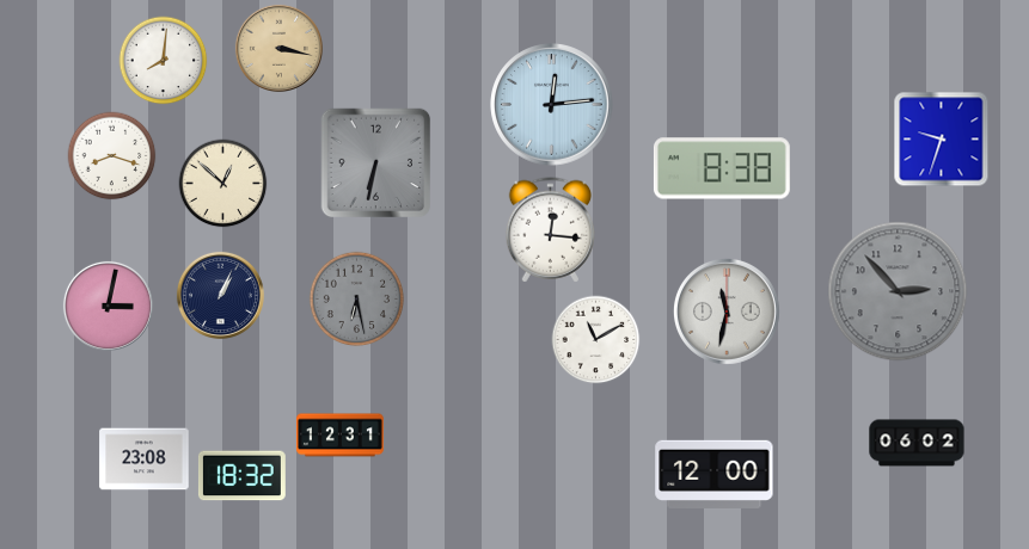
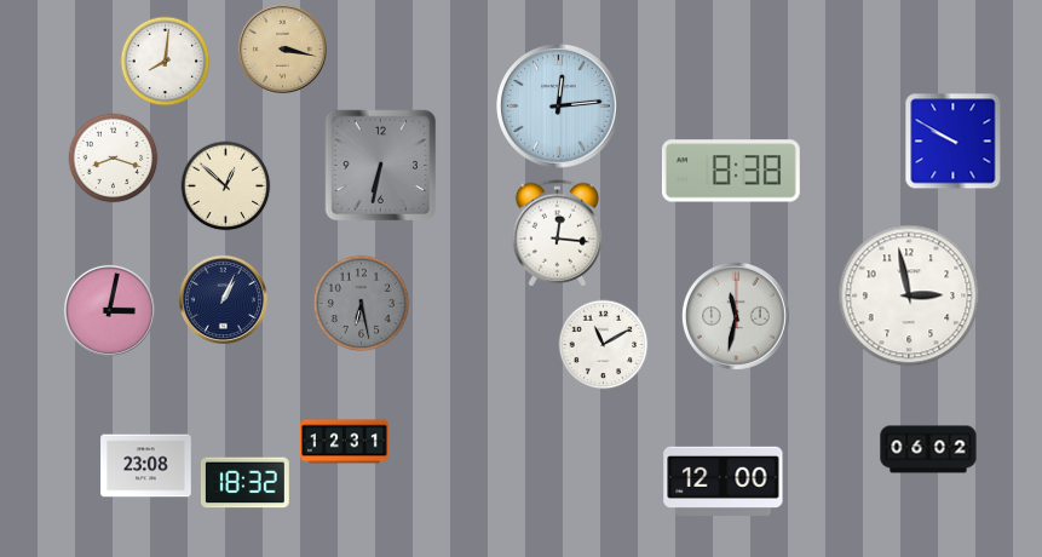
clock at (942, 140): 9:33 -> 9:50
clock at (898, 291): 2:53 -> 2:58
clock at (898, 291) dial: grey -> white
